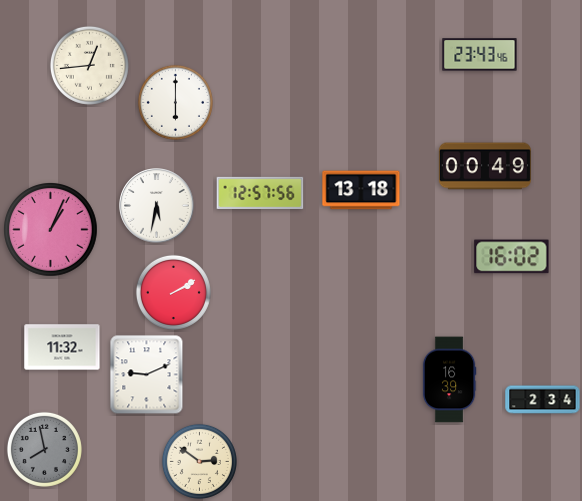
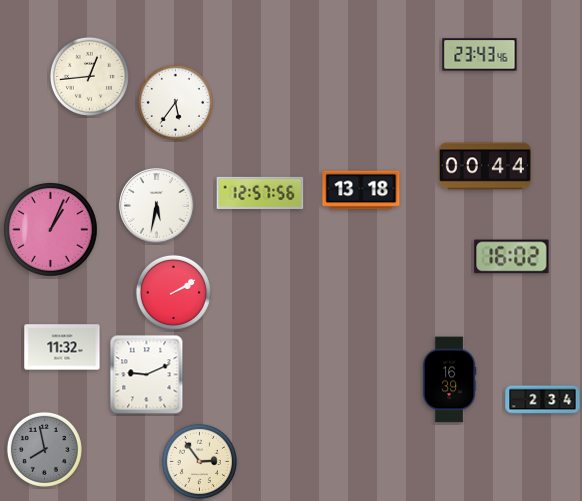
clock at (89, 65) position: (89, 65) -> (89, 76)
clock at (175, 102): 6:00 -> 5:36
clock at (485, 166): 00:49 -> 00:44
clock at (199, 461): 2:51 -> 2:54
